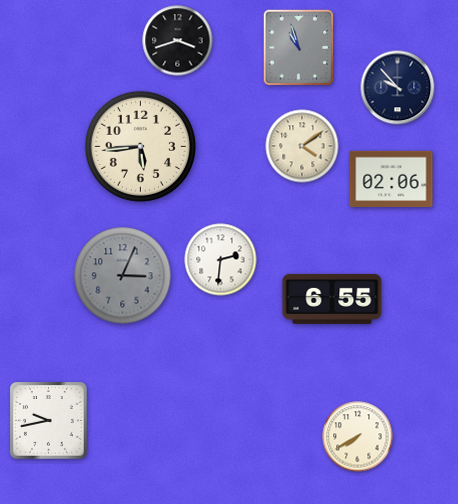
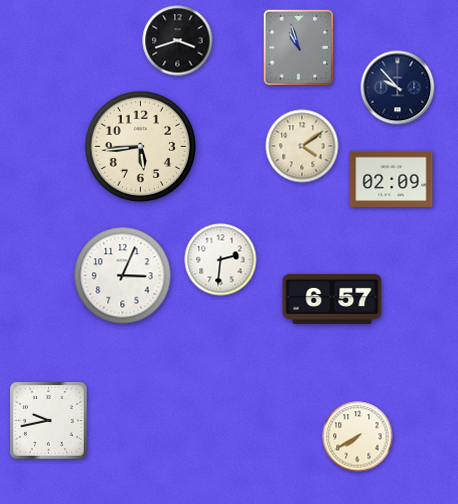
clock at (391, 179): 02:06 -> 02:09
clock at (123, 276) dial: grey -> white
clock at (332, 299): 6:55 -> 6:57
